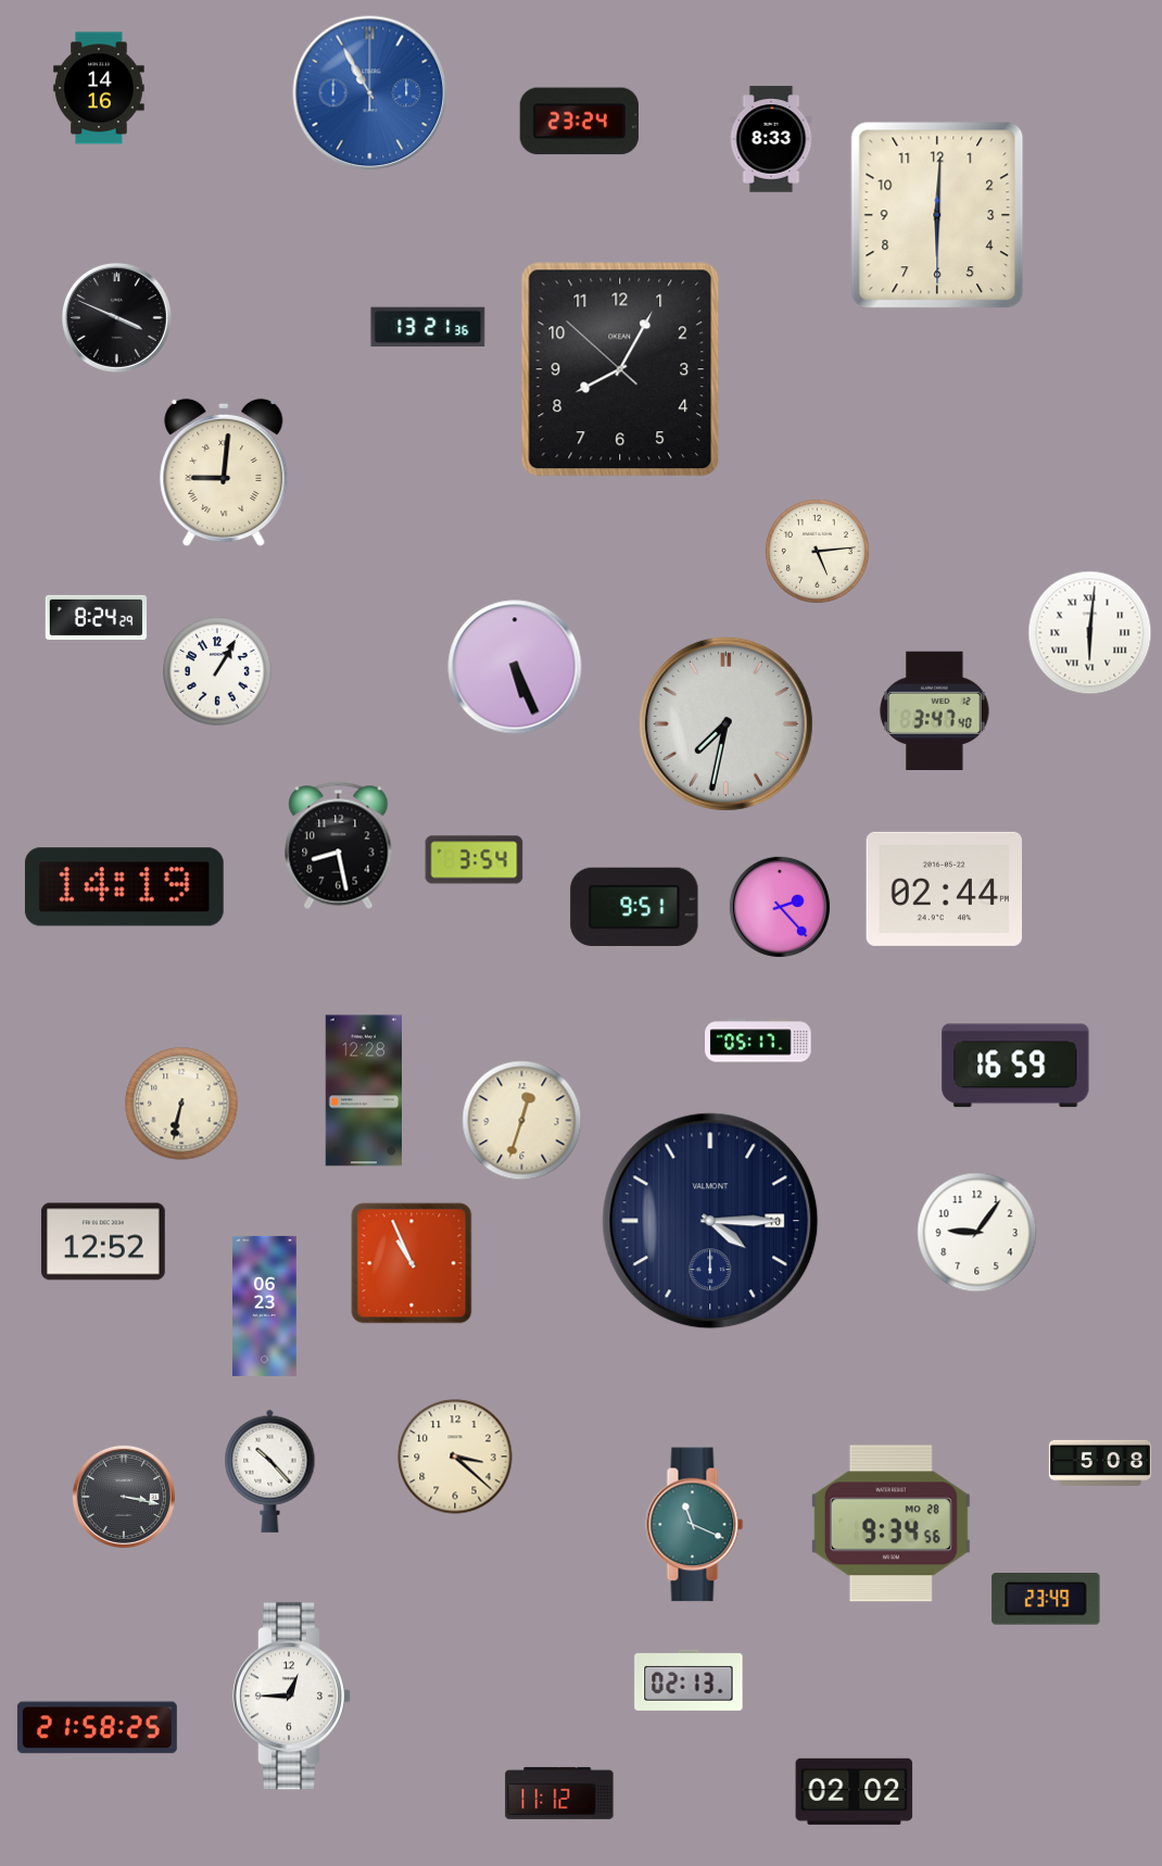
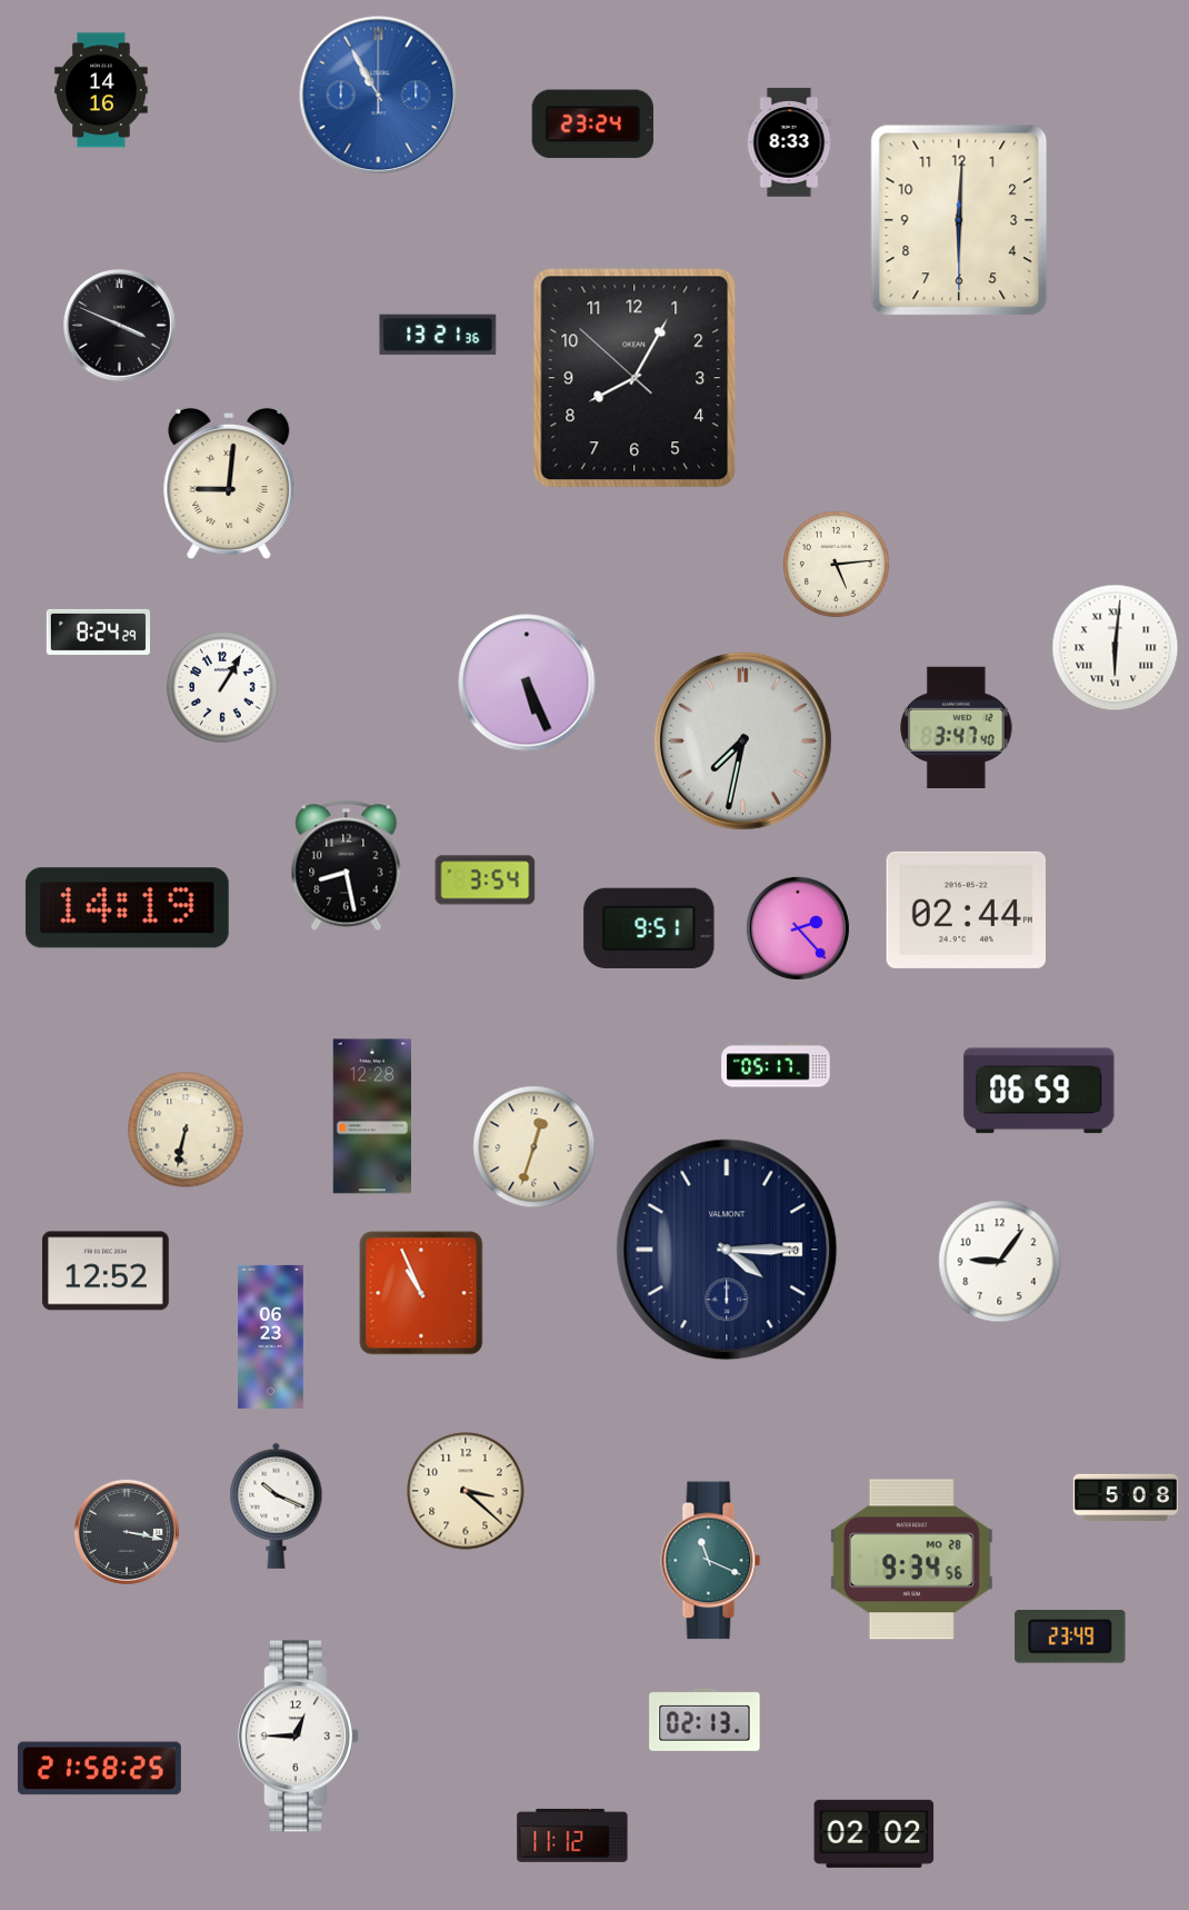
clock at (1015, 1066): 16:59 -> 06:59
clock at (270, 1471): 10:23 -> 10:19
